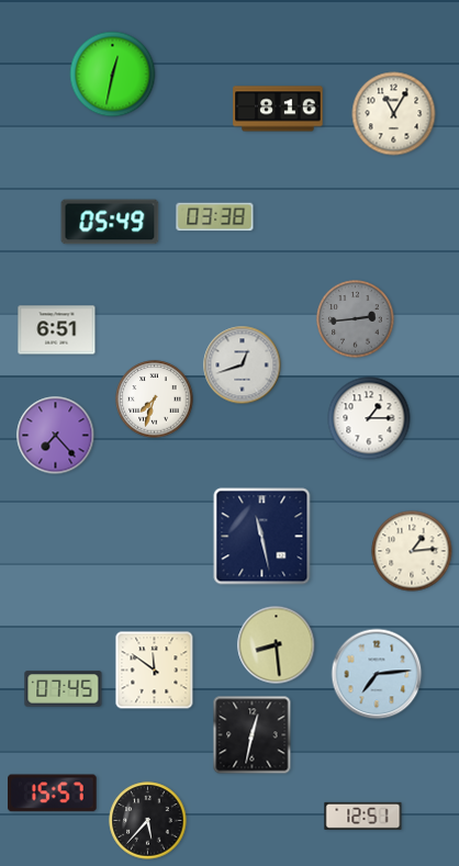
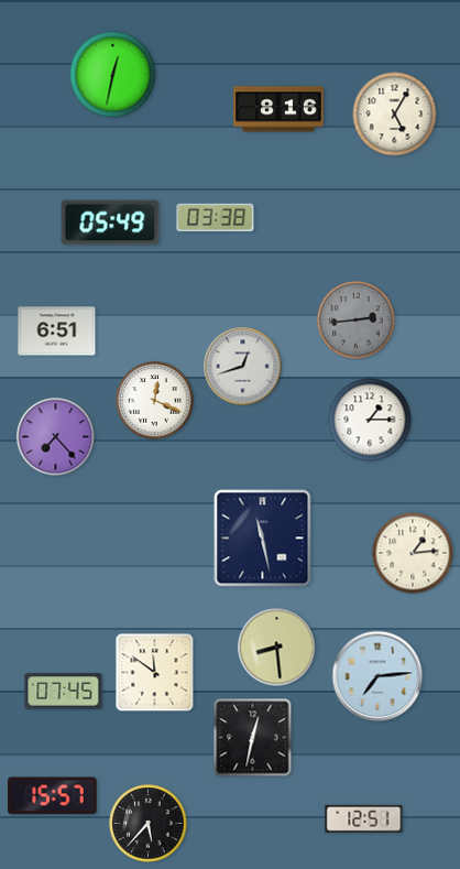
clock at (394, 114): 11:05 -> 5:05
clock at (155, 400): 7:33 -> 12:19
